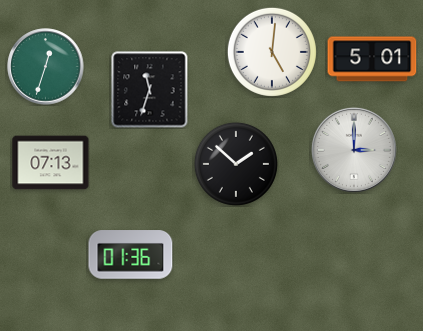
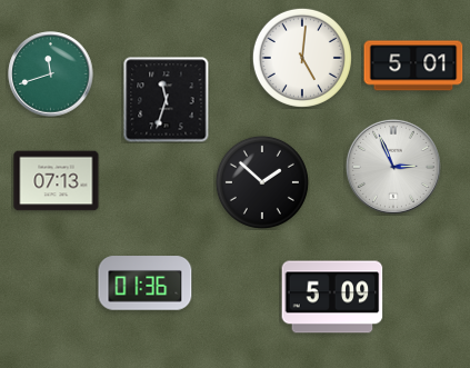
clock at (46, 67): 12:33 -> 11:42
clock at (354, 150): 3:00 -> 2:56
clock at (332, 297): none -> 5:09
